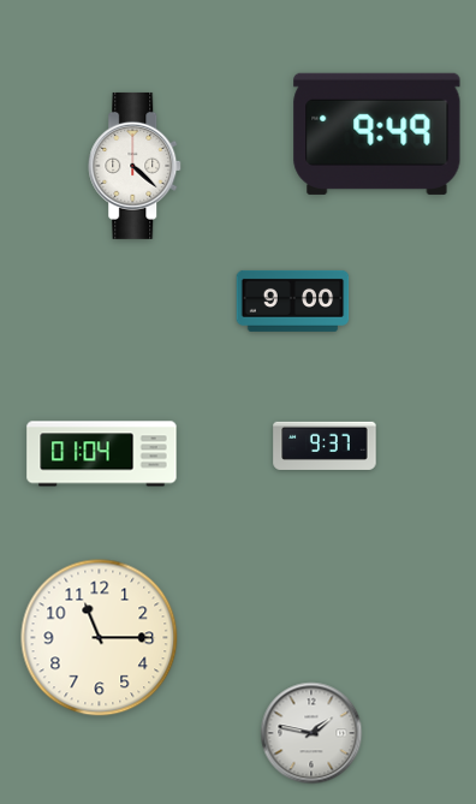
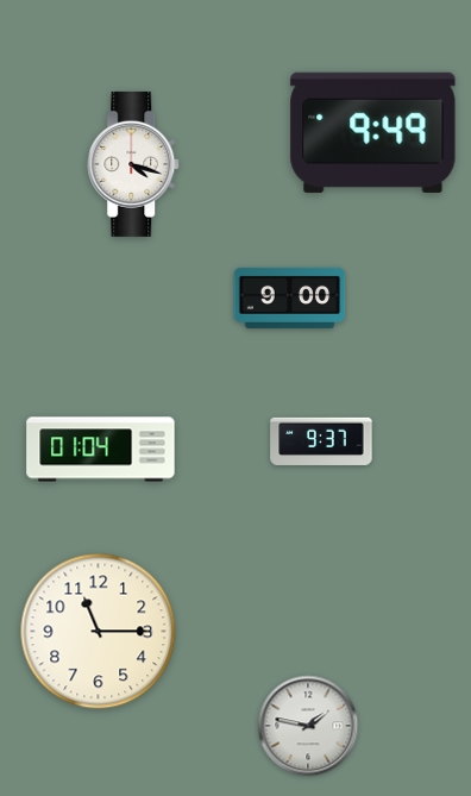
clock at (136, 166): 4:22 -> 4:18
